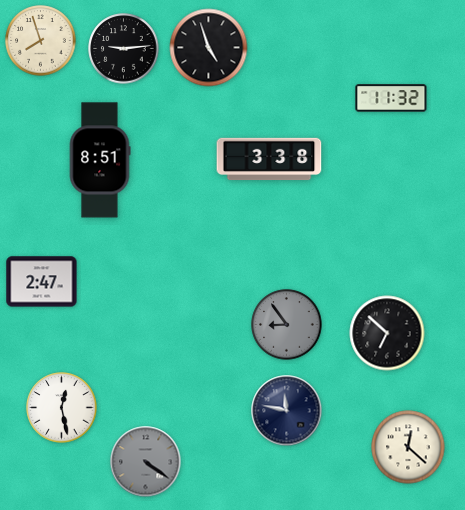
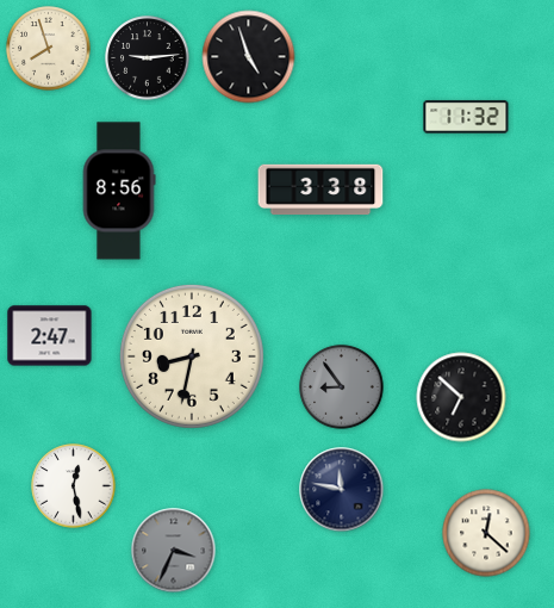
clock at (100, 160): 8:51 -> 8:56
clock at (192, 356): none -> 8:32
clock at (146, 462): 4:21 -> 3:34
